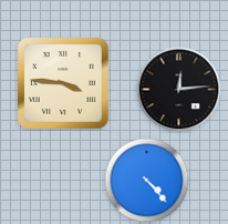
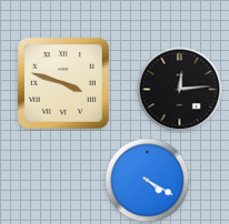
clock at (63, 83): 3:46 -> 3:48
clock at (147, 181): 4:23 -> 4:20
